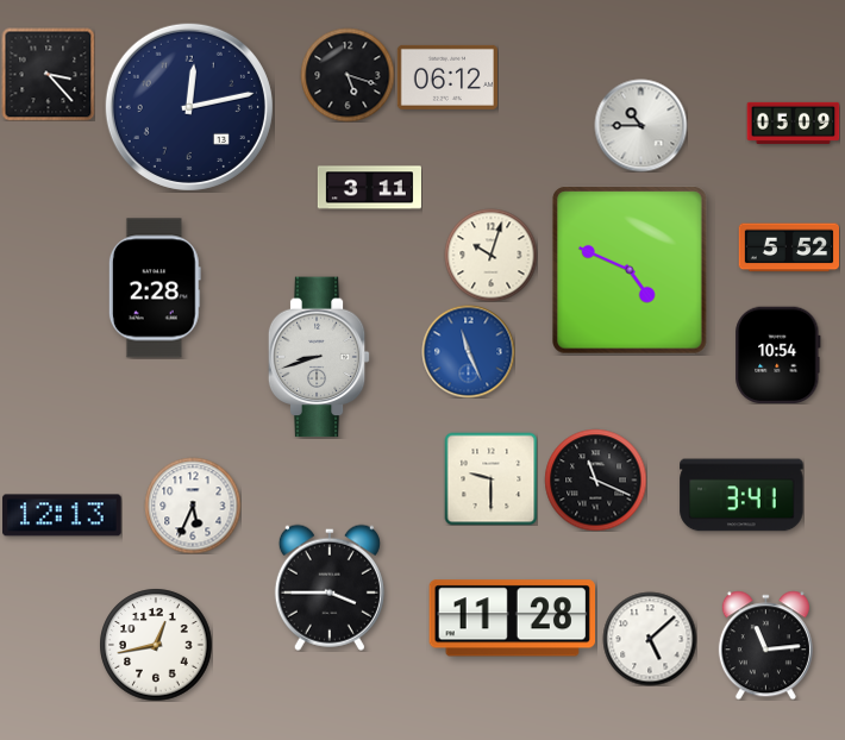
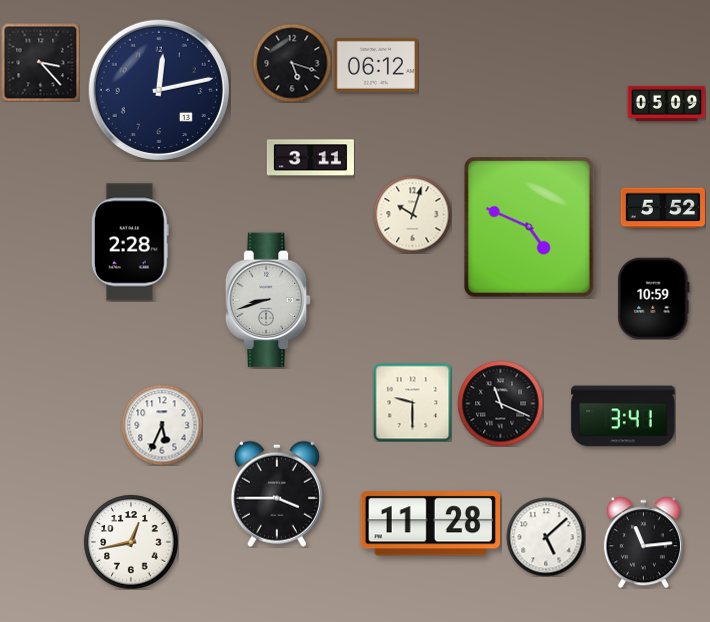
clock at (640, 125): 10:45 -> none
clock at (468, 351): 11:26 -> none
clock at (778, 355): 10:54 -> 10:59
clock at (62, 515): 12:13 -> none
clock at (512, 619) position: (512, 619) -> (430, 524)
